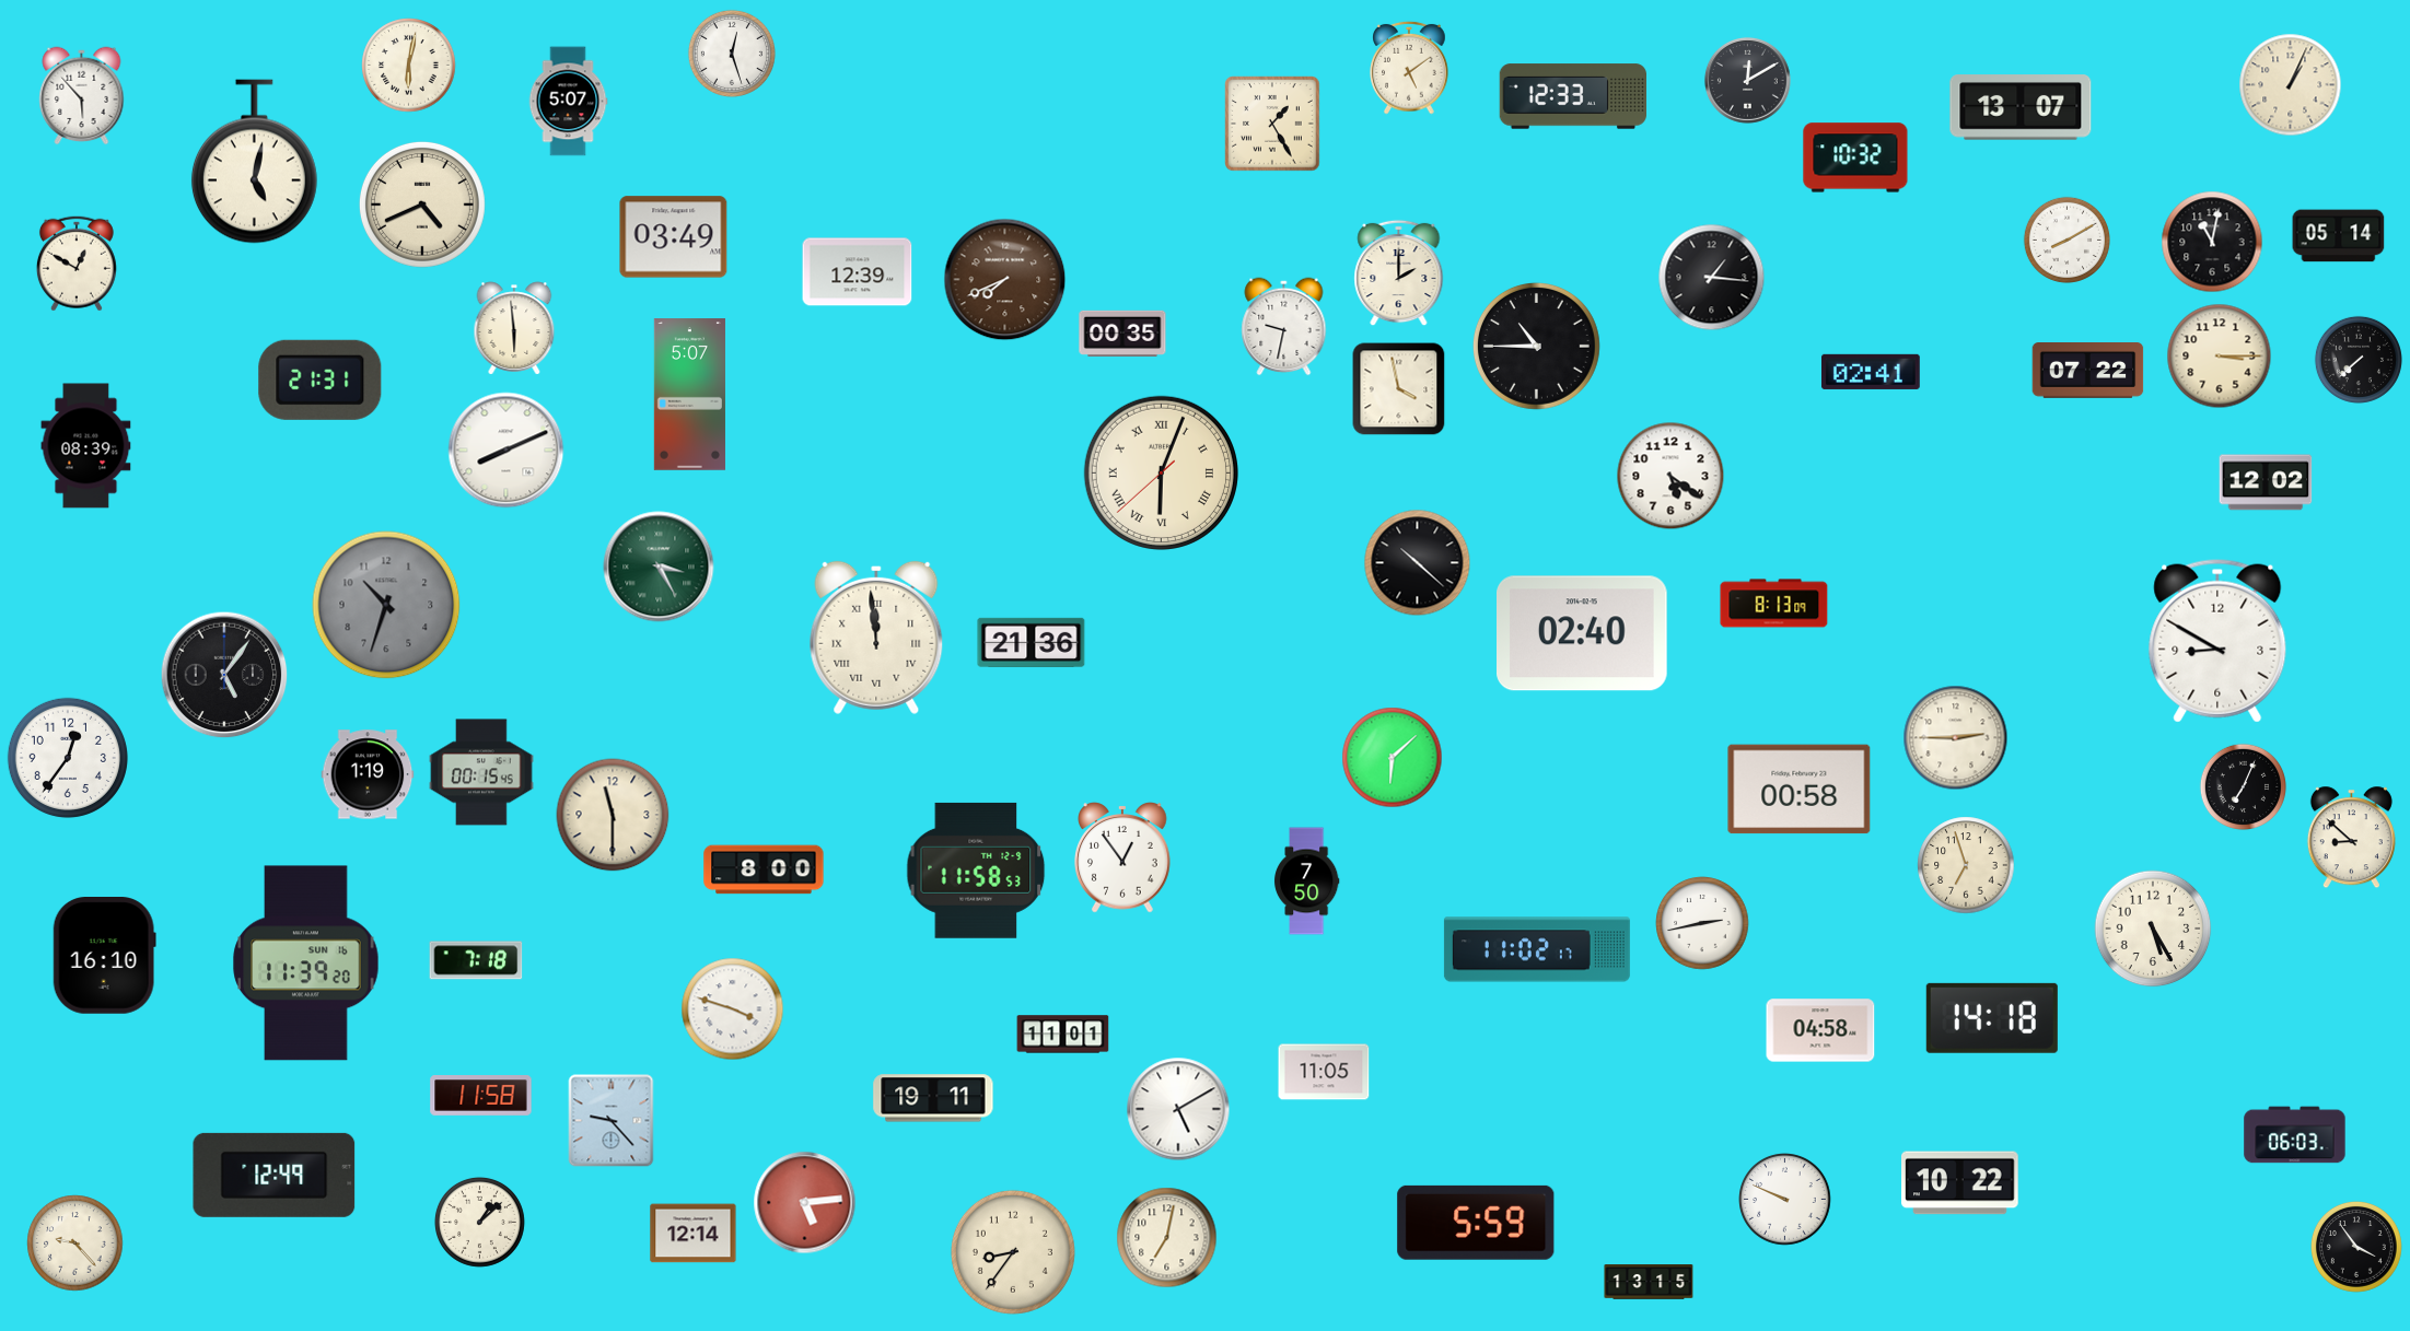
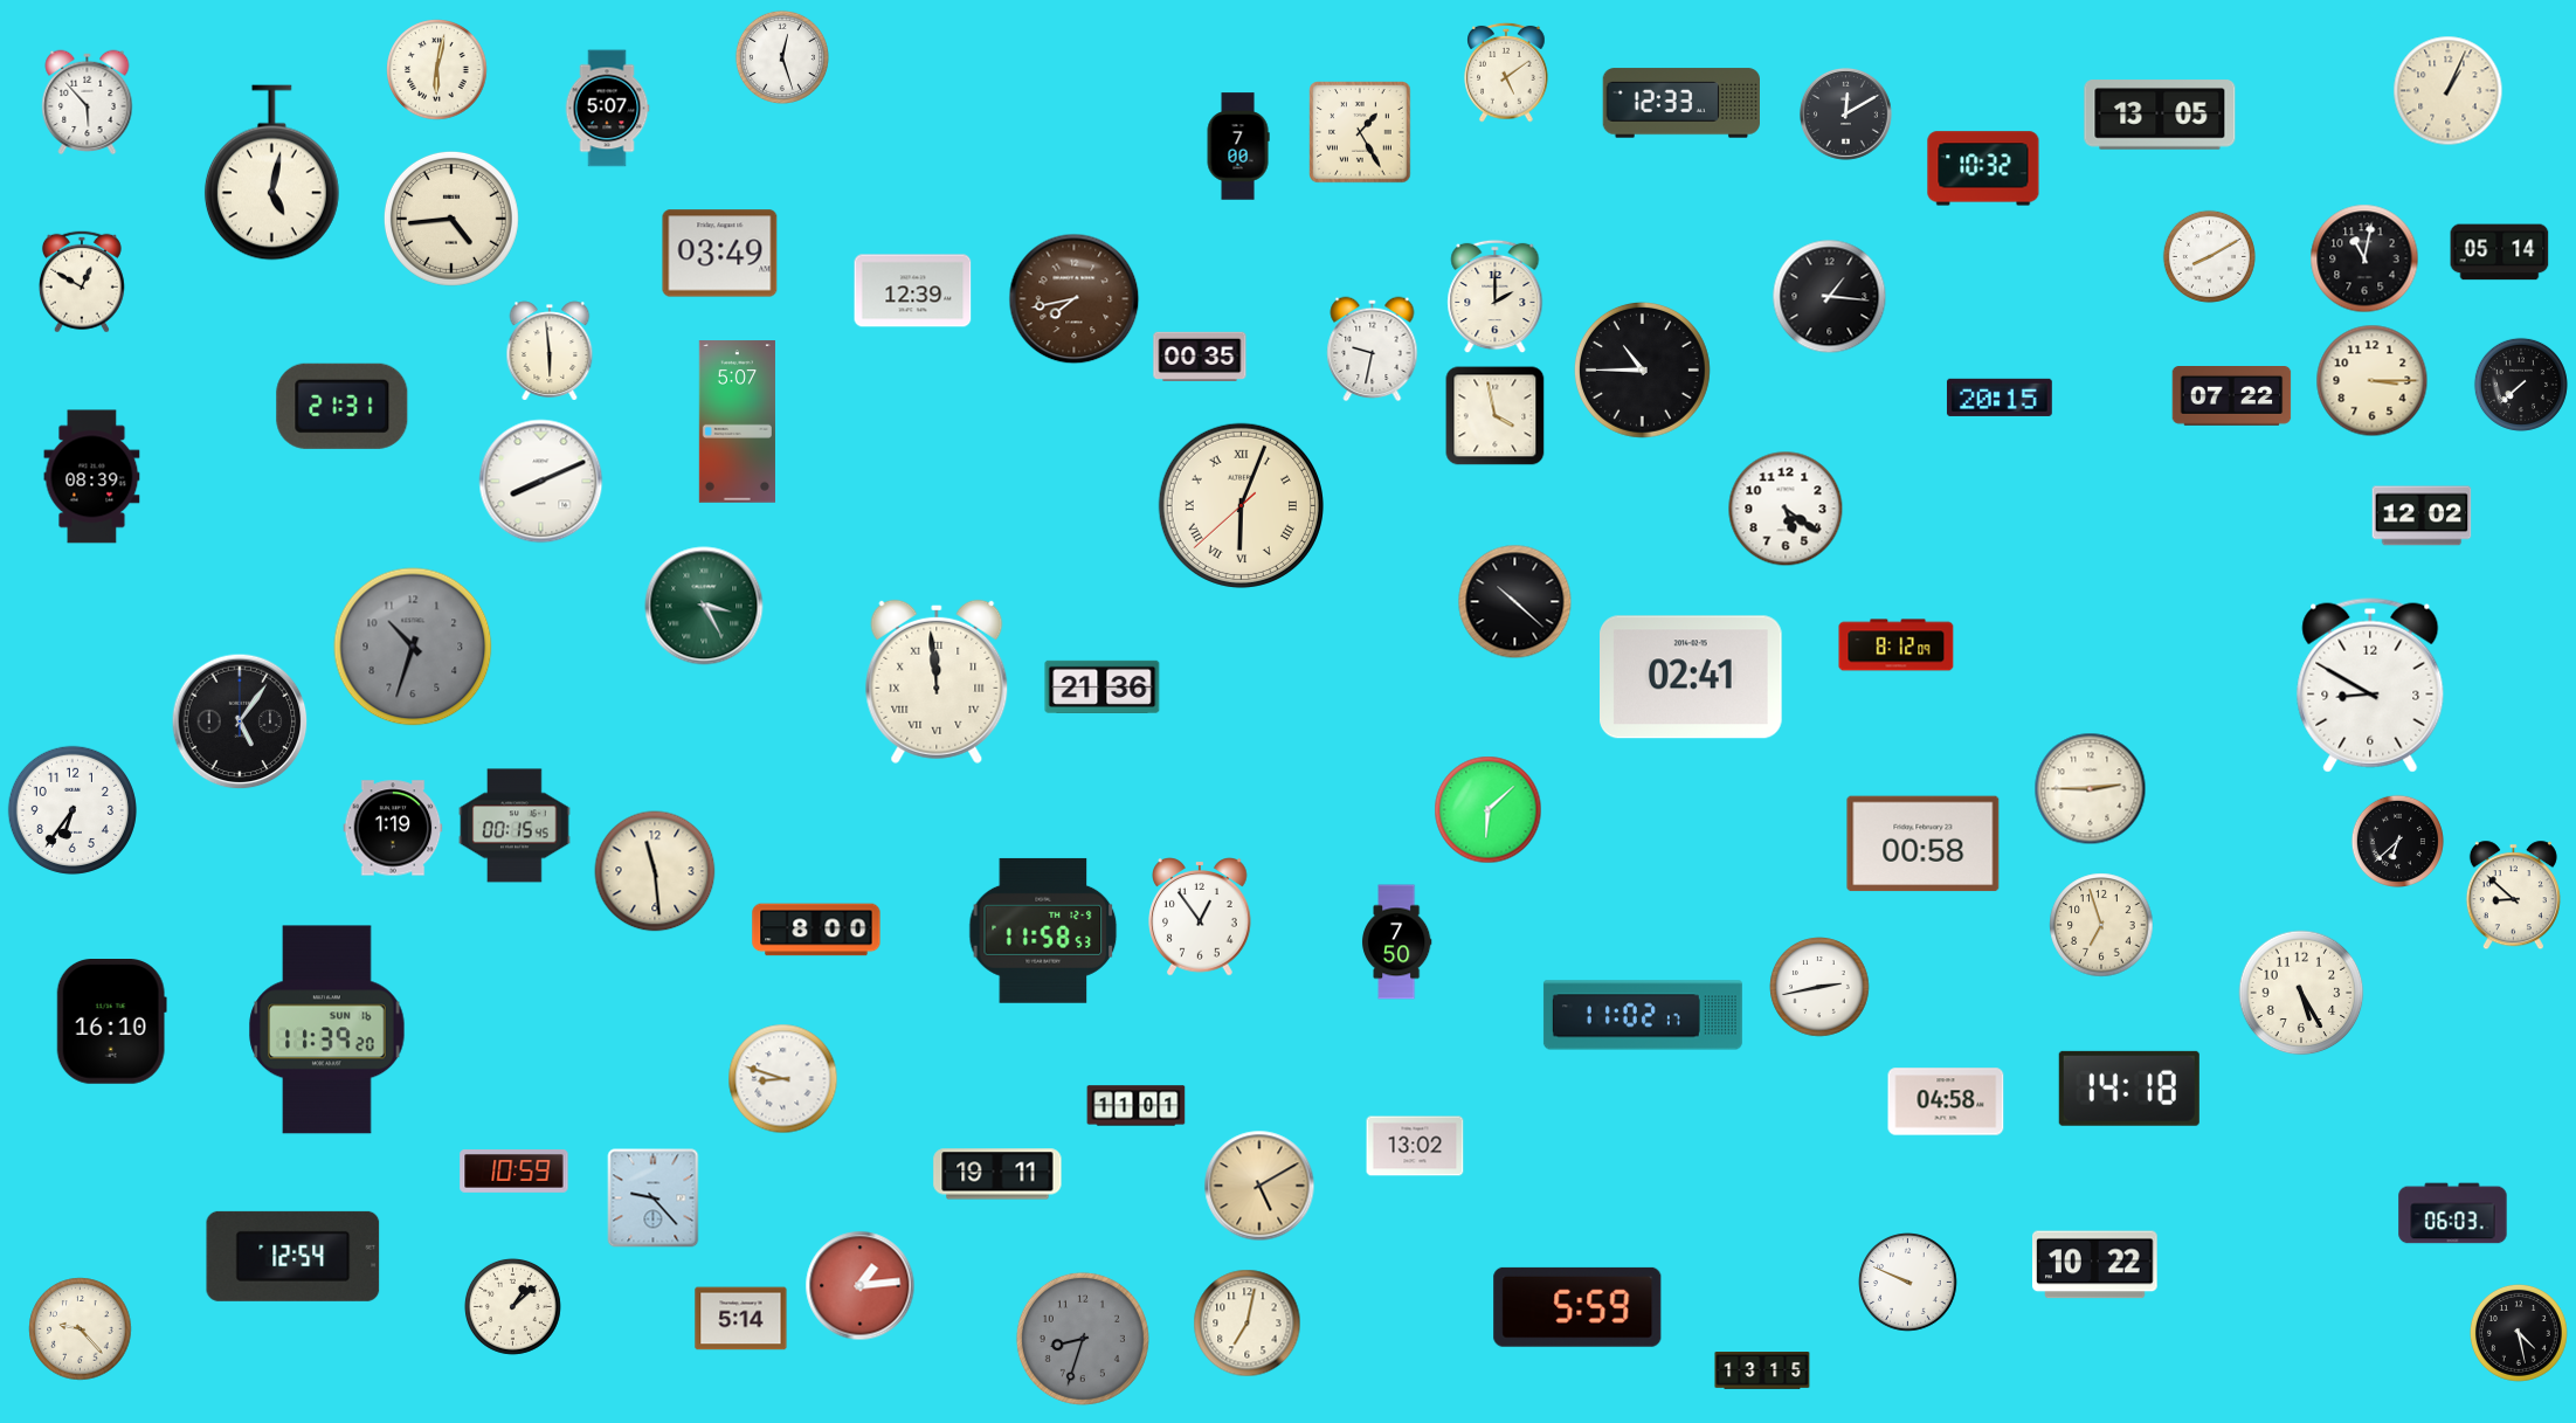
clock at (1747, 80) position: (1747, 80) -> (1845, 113)
clock at (2021, 107): 13:07 -> 13:05
clock at (1238, 146): none -> 7:00
clock at (422, 205): 4:41 -> 4:44
clock at (858, 272) position: (858, 272) -> (913, 291)
clock at (1399, 273) position: (1399, 273) -> (1496, 297)
clock at (1005, 280): 7:41 -> 7:43
clock at (1871, 372): 02:41 -> 20:15
clock at (1774, 604): 8:13 -> 8:12
clock at (1583, 633): 02:40 -> 02:41
clock at (68, 758): 12:36 -> 6:36
clock at (2243, 786): 7:04 -> 6:38
clock at (613, 815): 11:30 -> 11:29
clock at (476, 960): 7:18 -> none
clock at (733, 1009): 3:48 -> 8:48
clock at (1324, 1072): 11:05 -> 13:02
clock at (481, 1096): 11:58 -> 10:59
clock at (1178, 1109) dial: white -> champagne
clock at (275, 1175): 12:49 -> 12:54
clock at (805, 1203): 5:14 -> 1:14
clock at (694, 1234): 12:14 -> 5:14
clock at (2356, 1247): 3:54 -> 4:28
clock at (1013, 1252): 8:36 -> 8:33
clock at (1013, 1252) dial: cream -> grey
